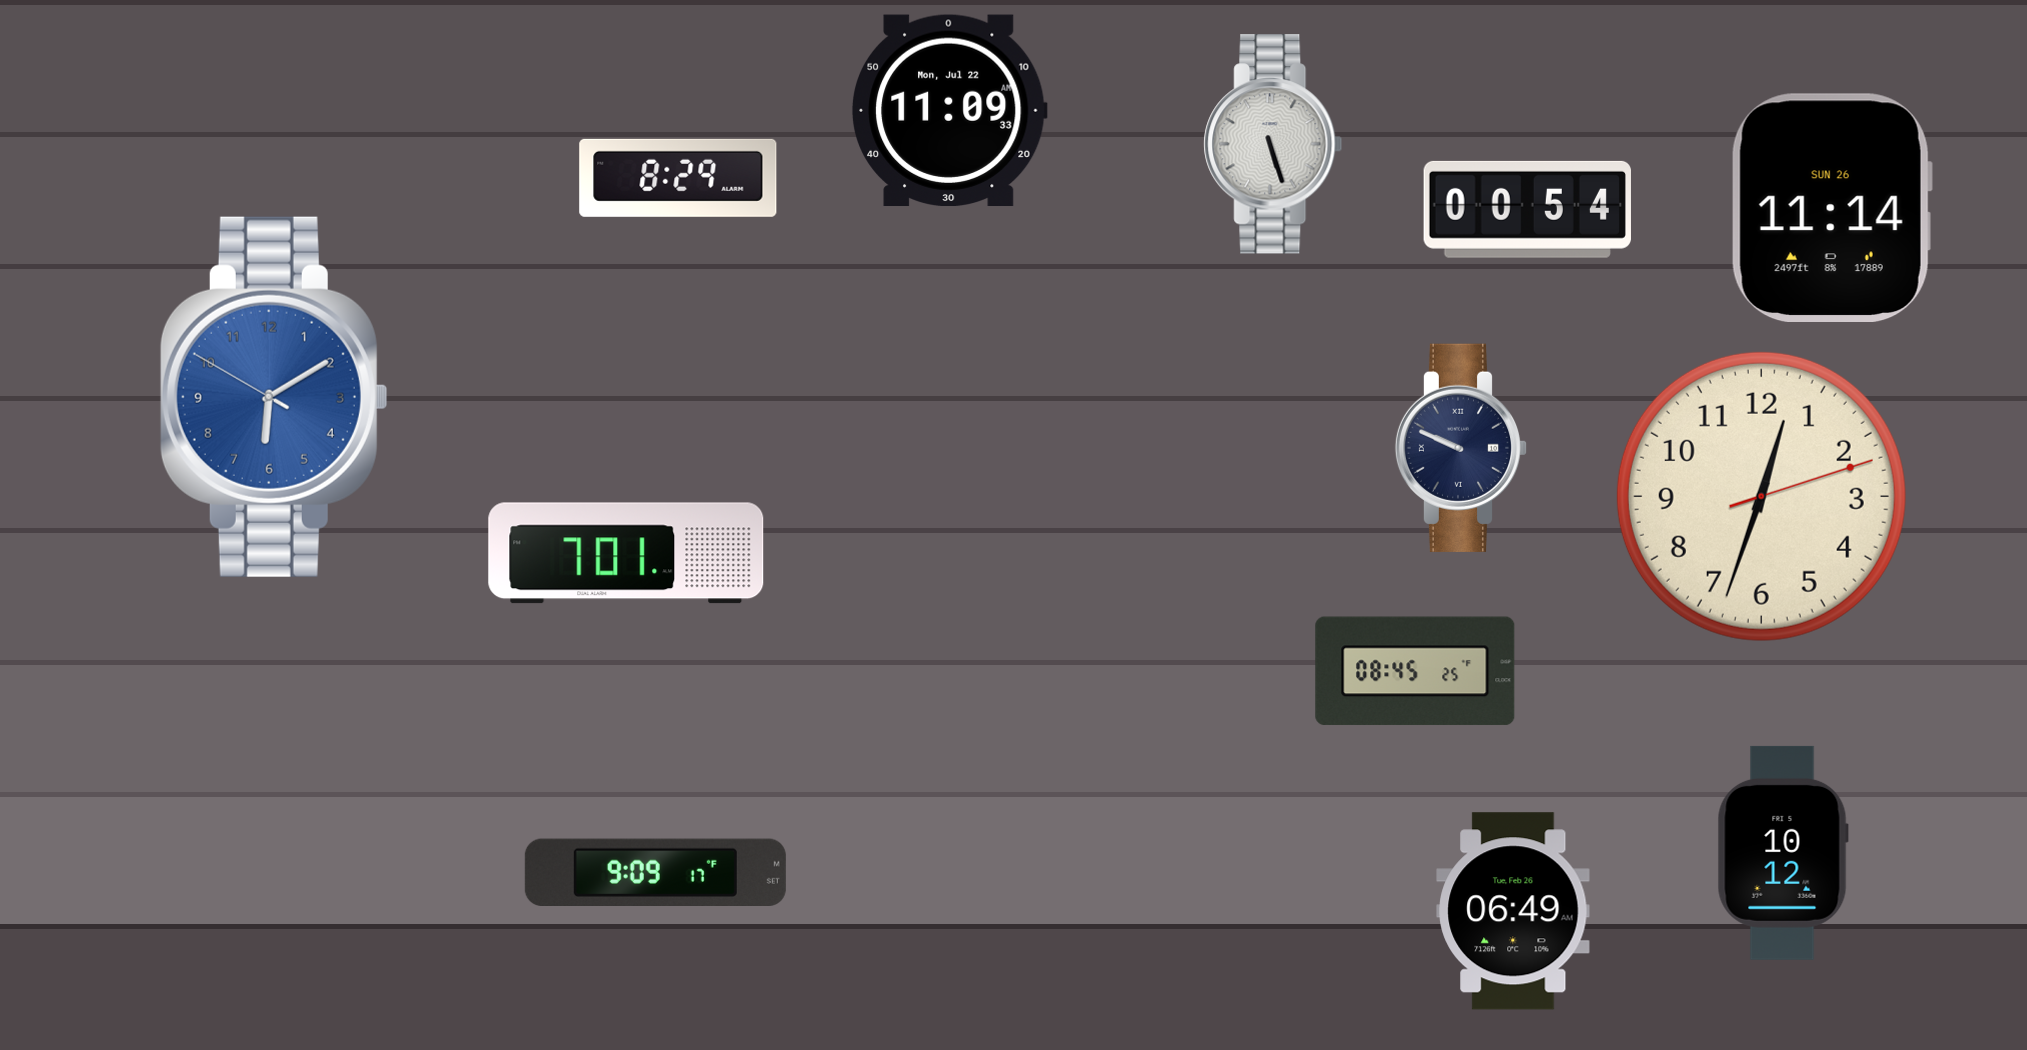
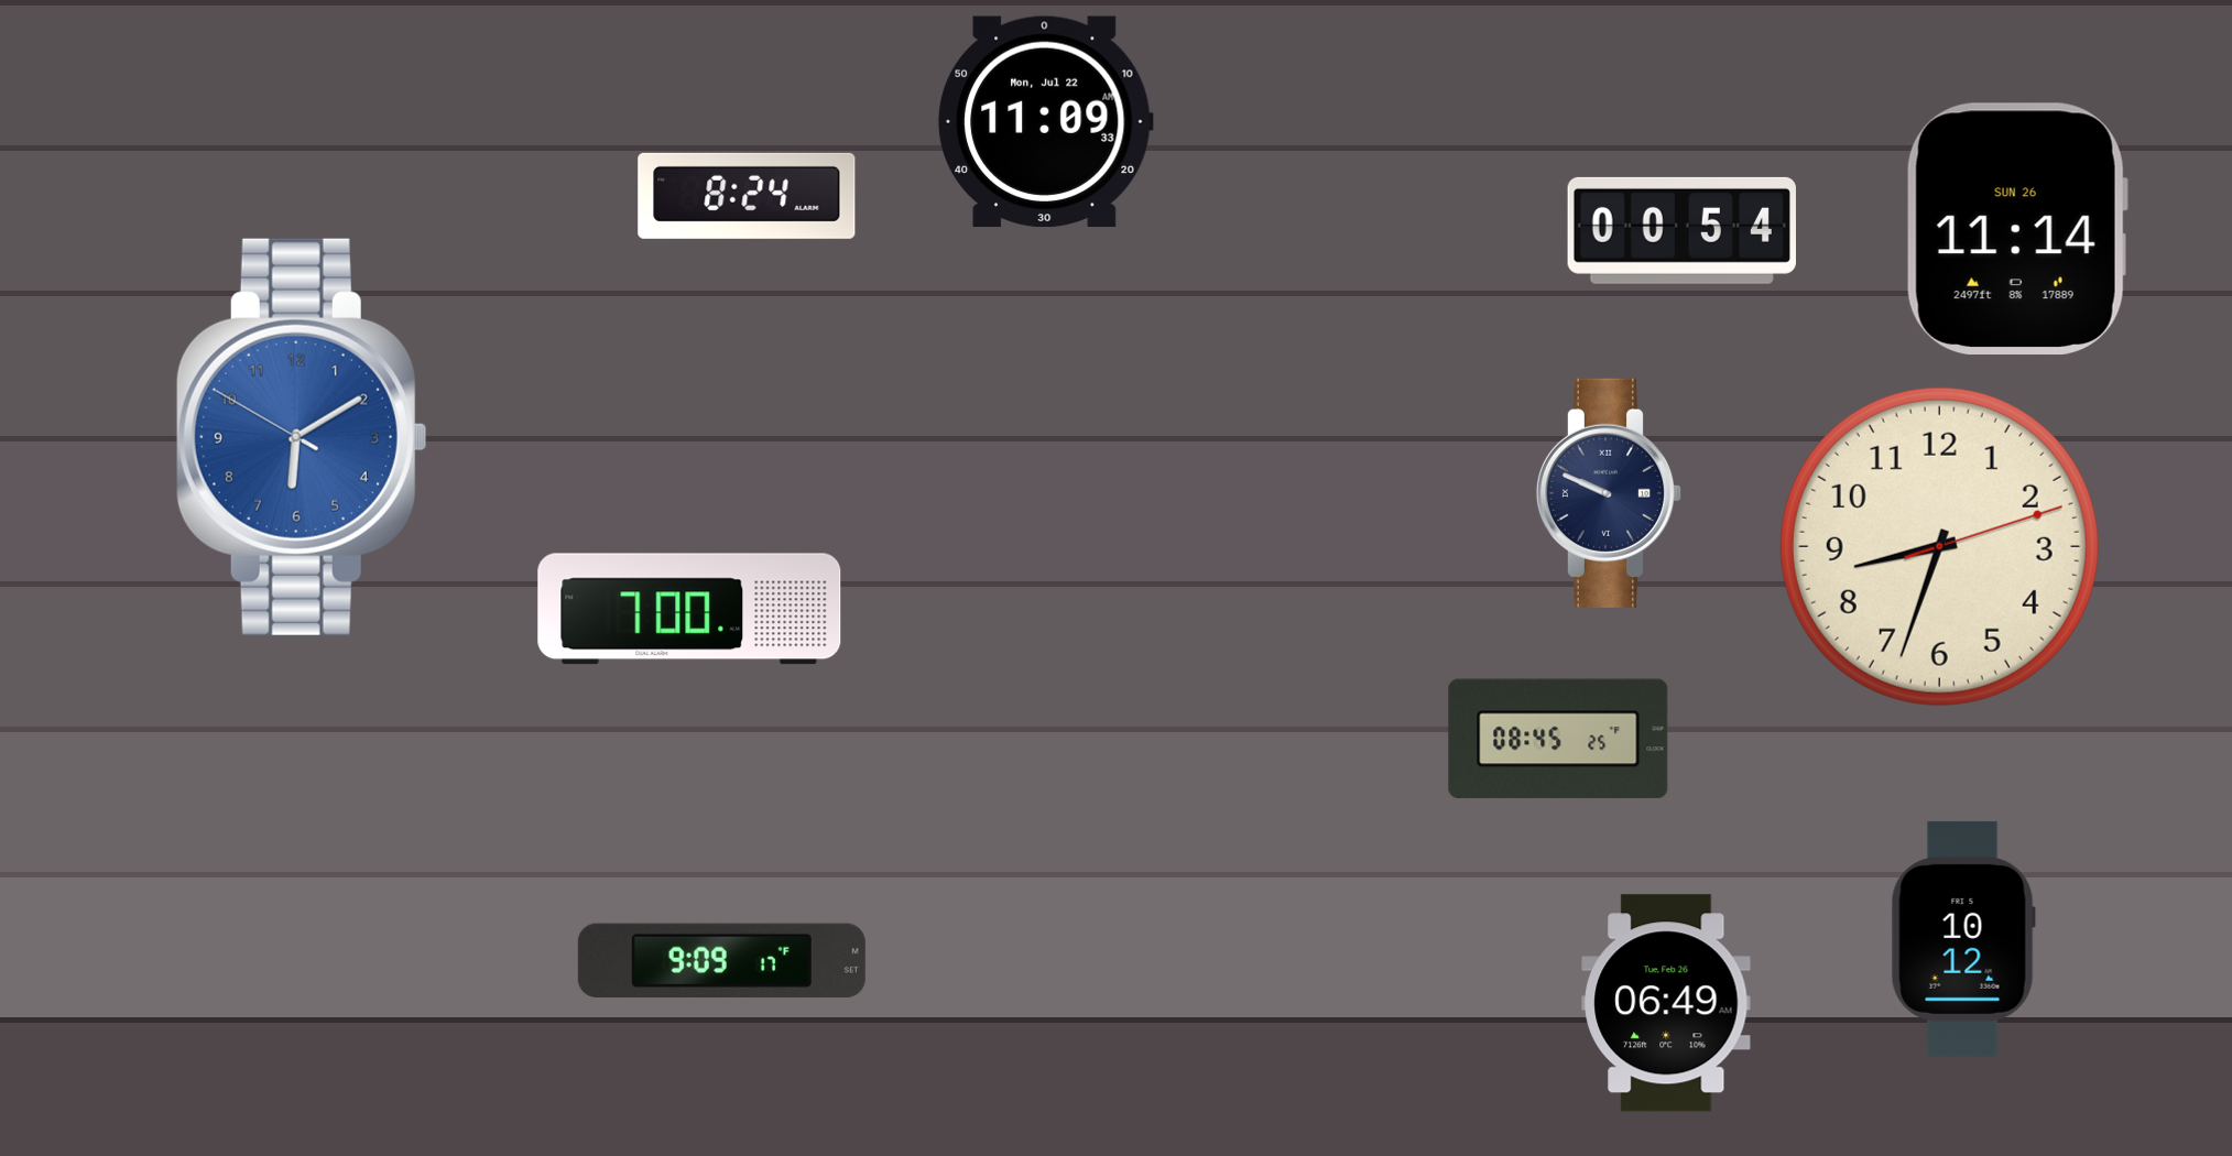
clock at (1273, 144): 5:27 -> none
clock at (678, 178): 8:29 -> 8:24
clock at (1761, 496): 12:33 -> 8:33
clock at (626, 553): 7:01 -> 7:00
